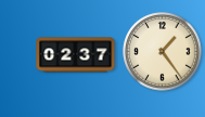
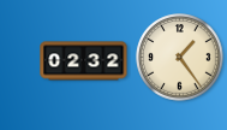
clock at (76, 55): 02:37 -> 02:32
